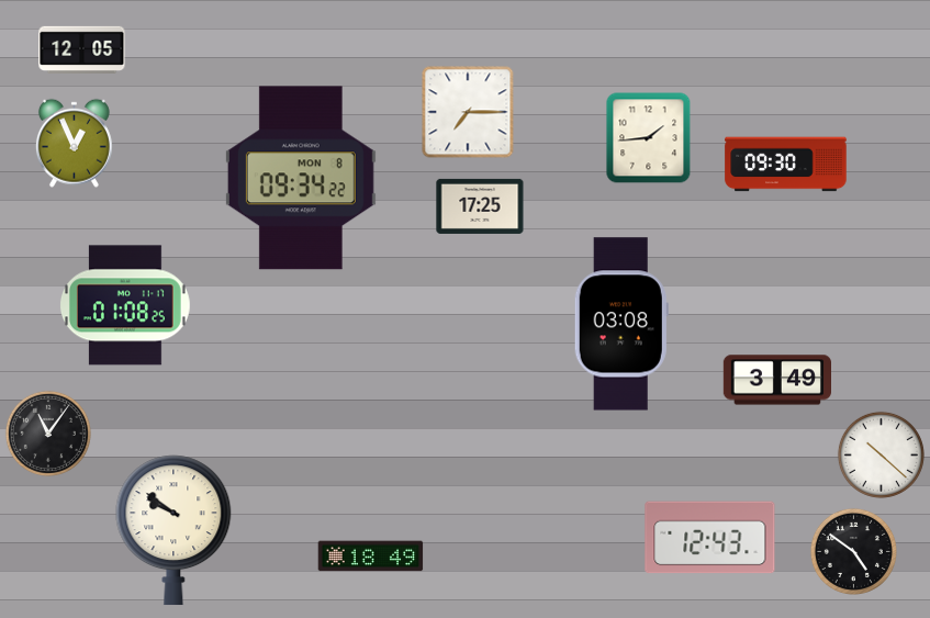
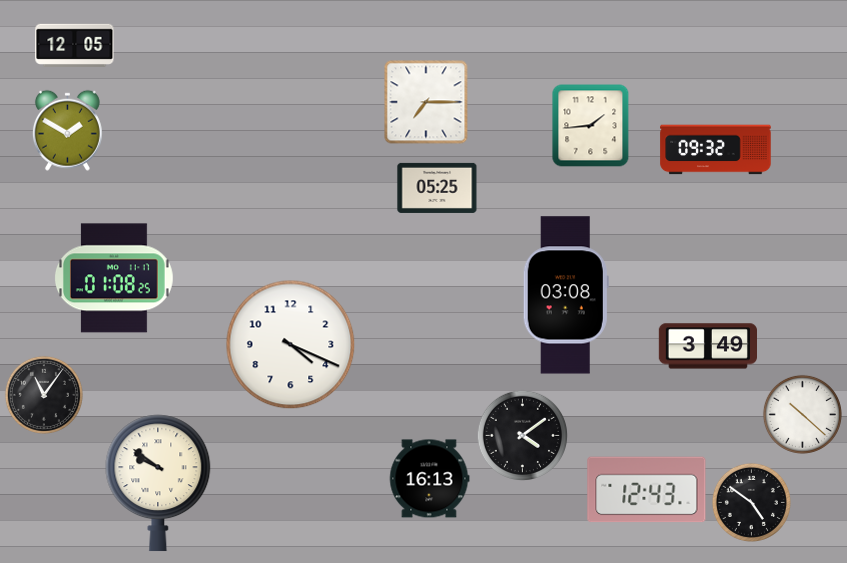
clock at (74, 143): 12:56 -> 1:50
clock at (786, 165): 09:30 -> 09:32
clock at (301, 178): 09:34 -> none
clock at (480, 206): 17:25 -> 05:25
clock at (291, 345): none -> 4:19
clock at (522, 435): none -> 4:09
clock at (429, 479): none -> 16:13
clock at (853, 551) position: (853, 551) -> (751, 502)
clock at (371, 557): 18:49 -> none
